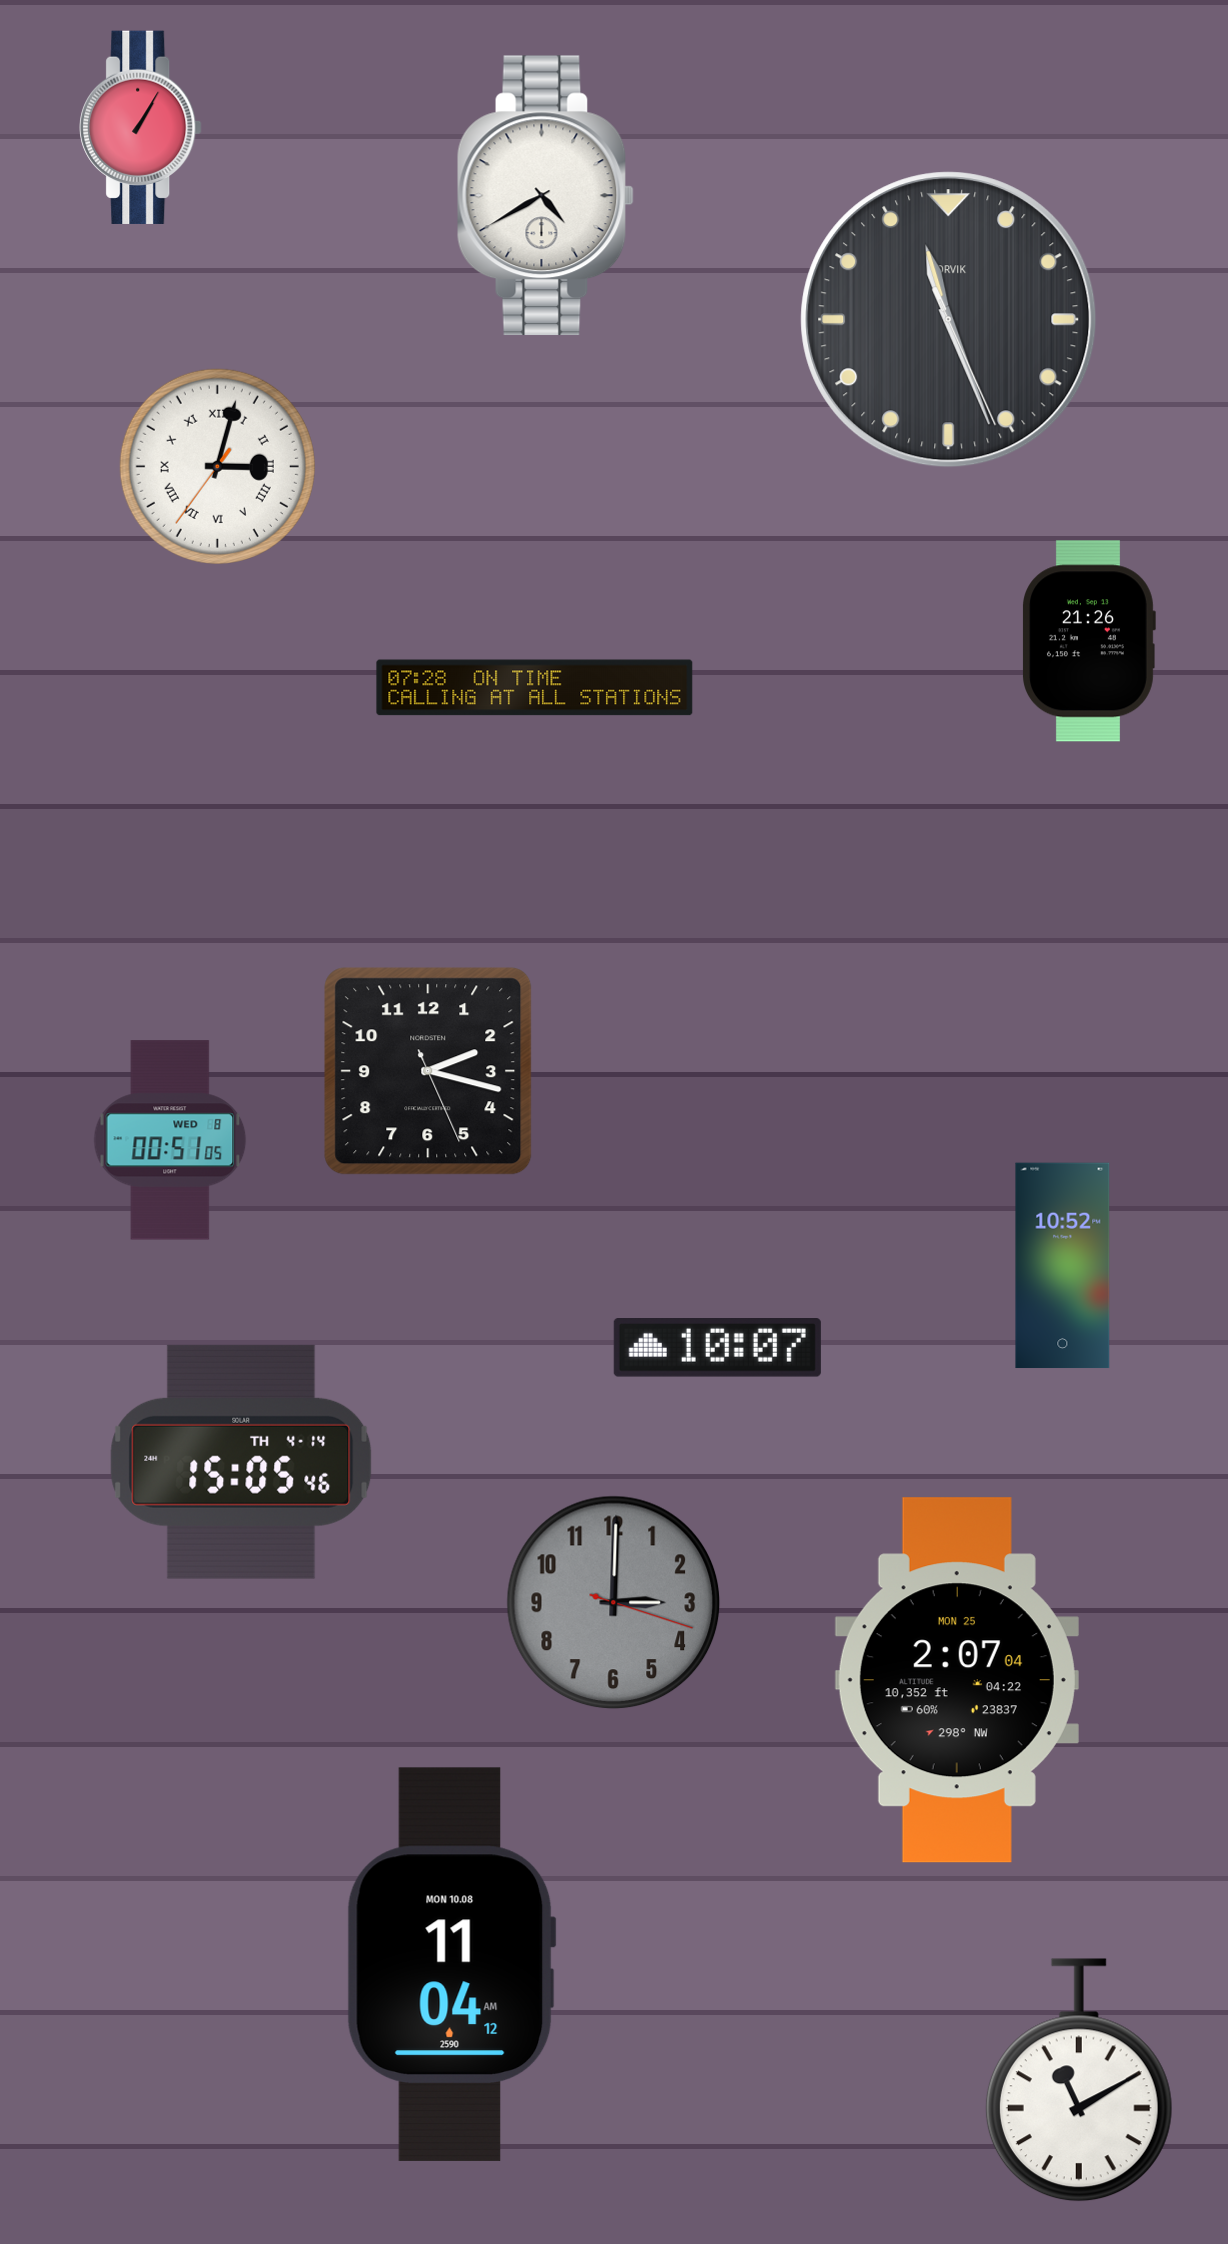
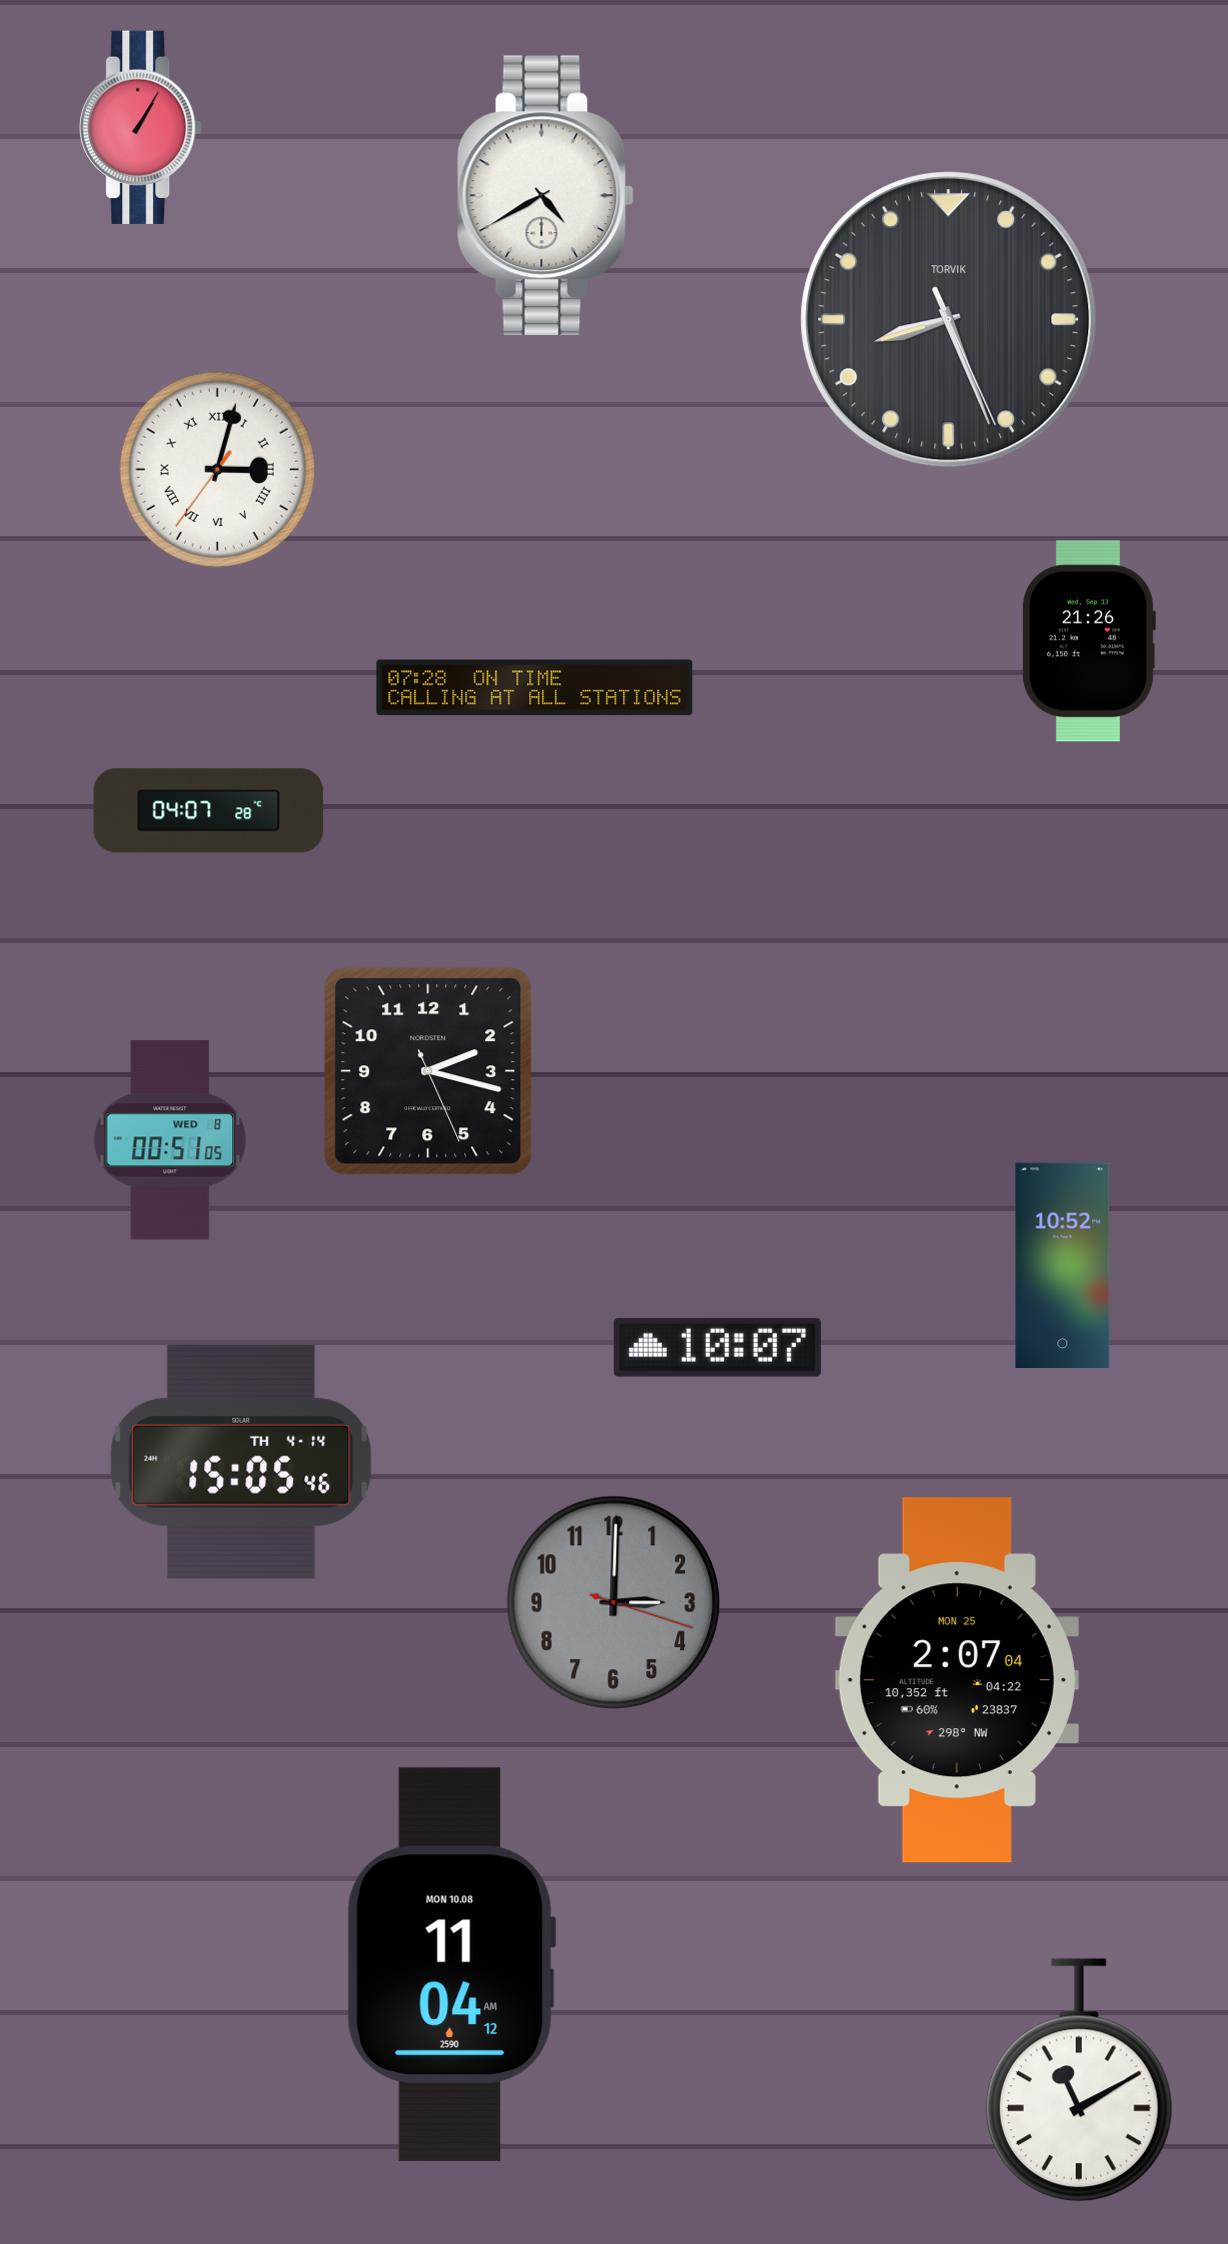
clock at (949, 320): 11:26 -> 8:26
clock at (217, 466) position: (217, 466) -> (217, 469)
clock at (209, 811): none -> 04:07
